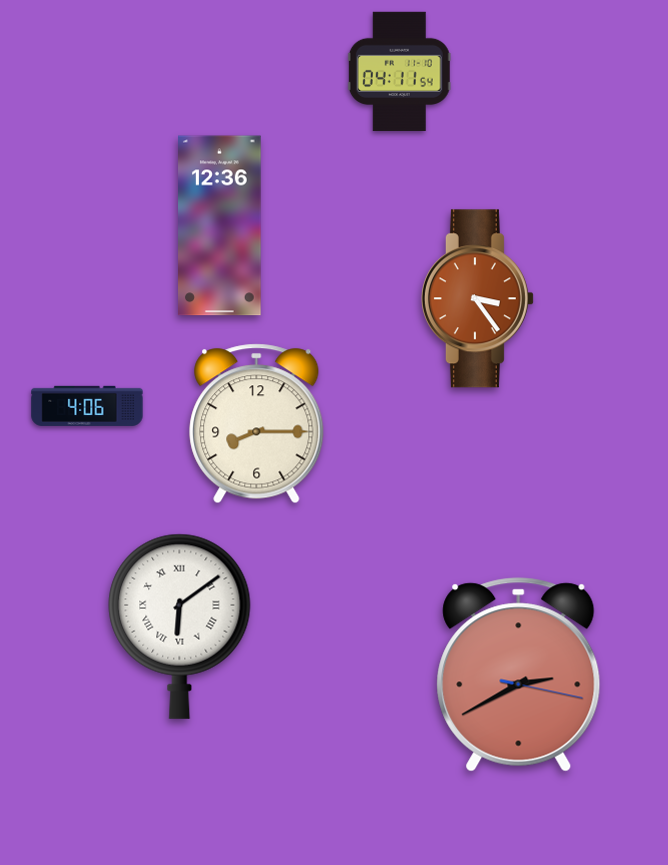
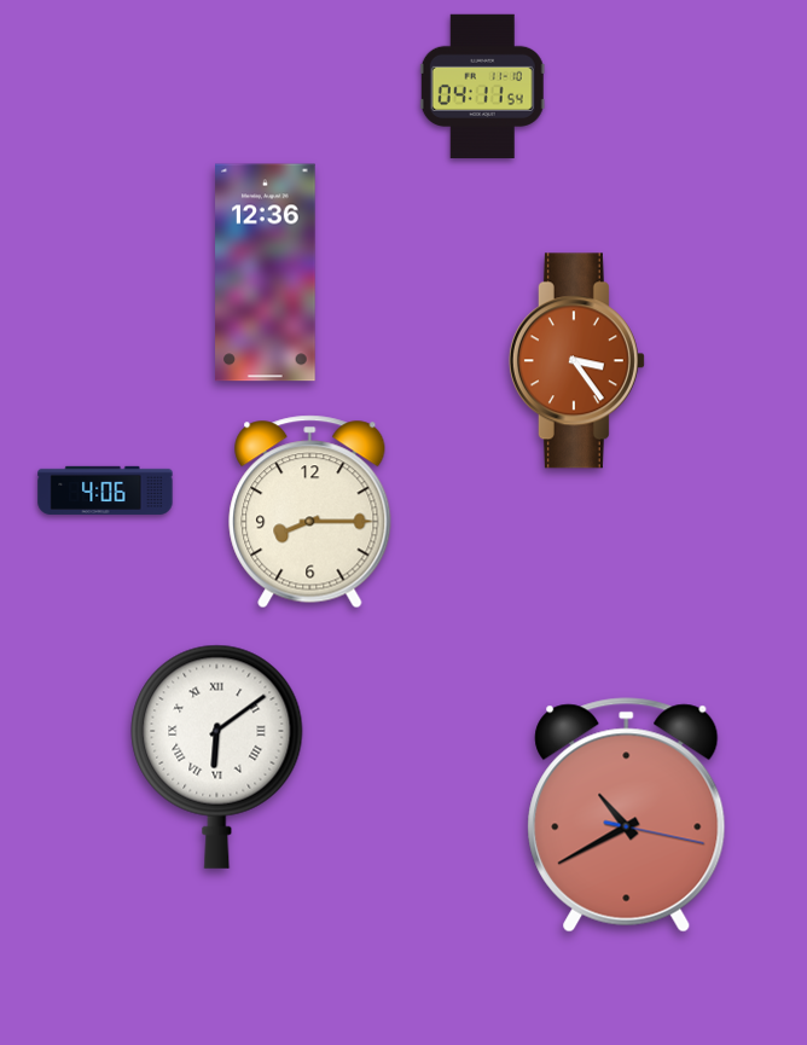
clock at (519, 675): 2:40 -> 10:40
